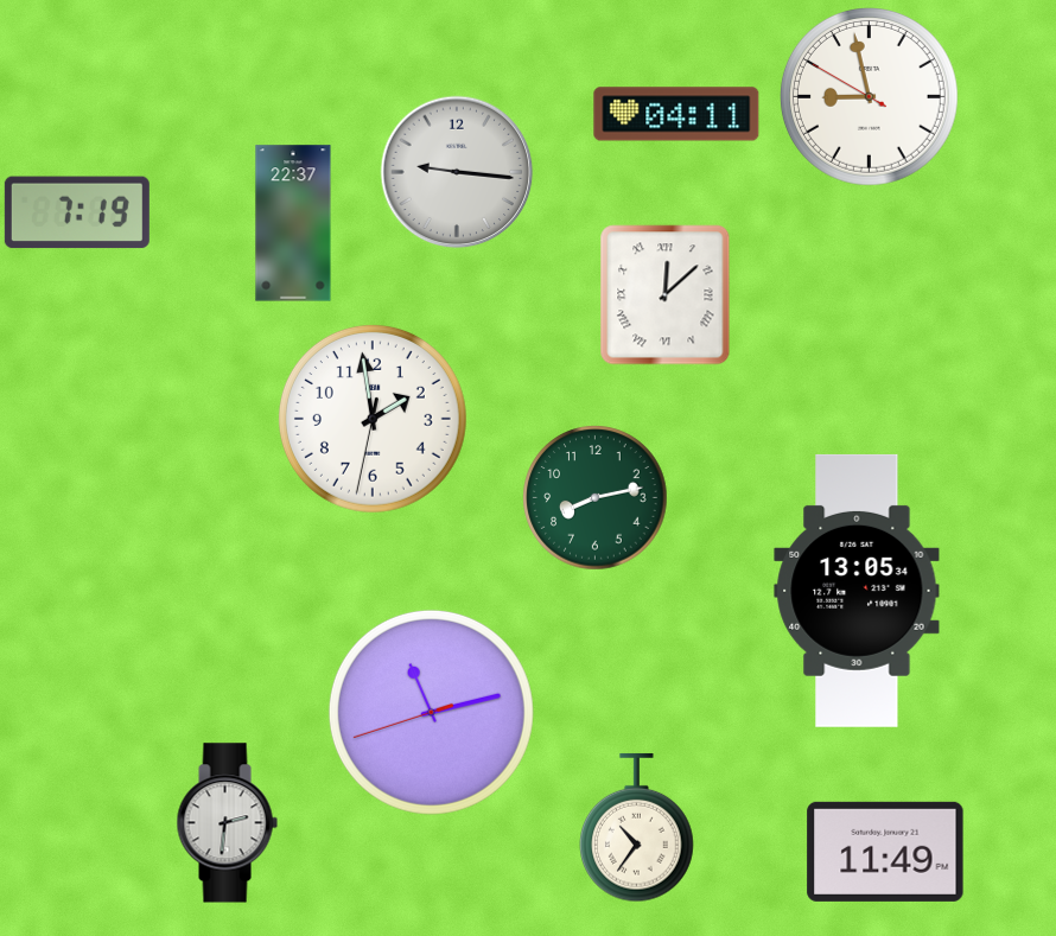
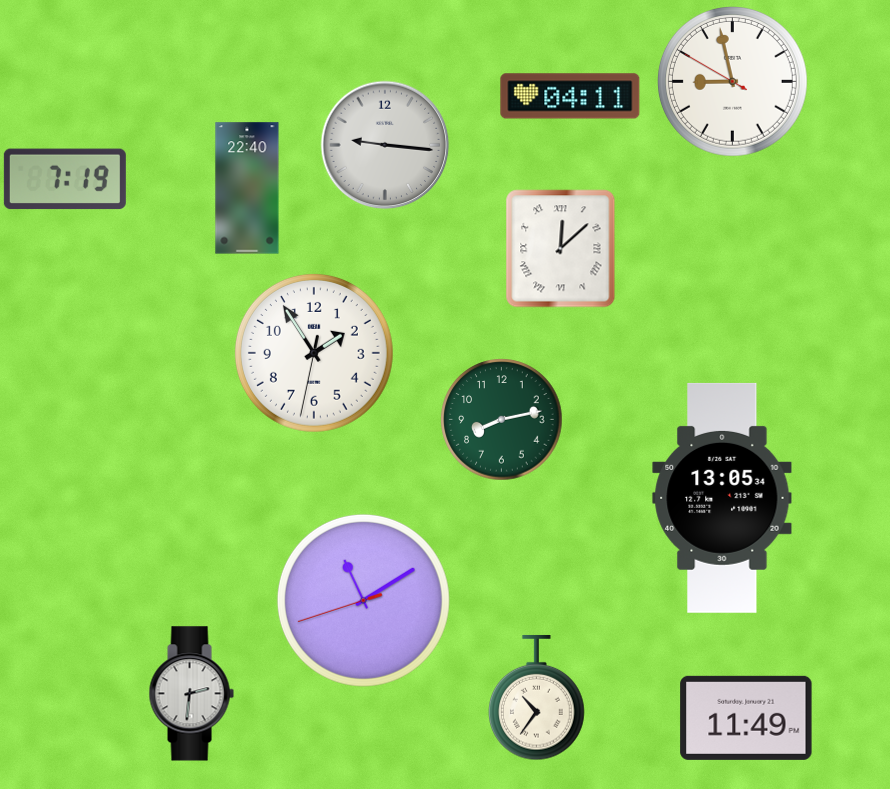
clock at (293, 223): 22:37 -> 22:40
clock at (373, 419): 1:58 -> 1:54
clock at (431, 712): 11:12 -> 11:09
